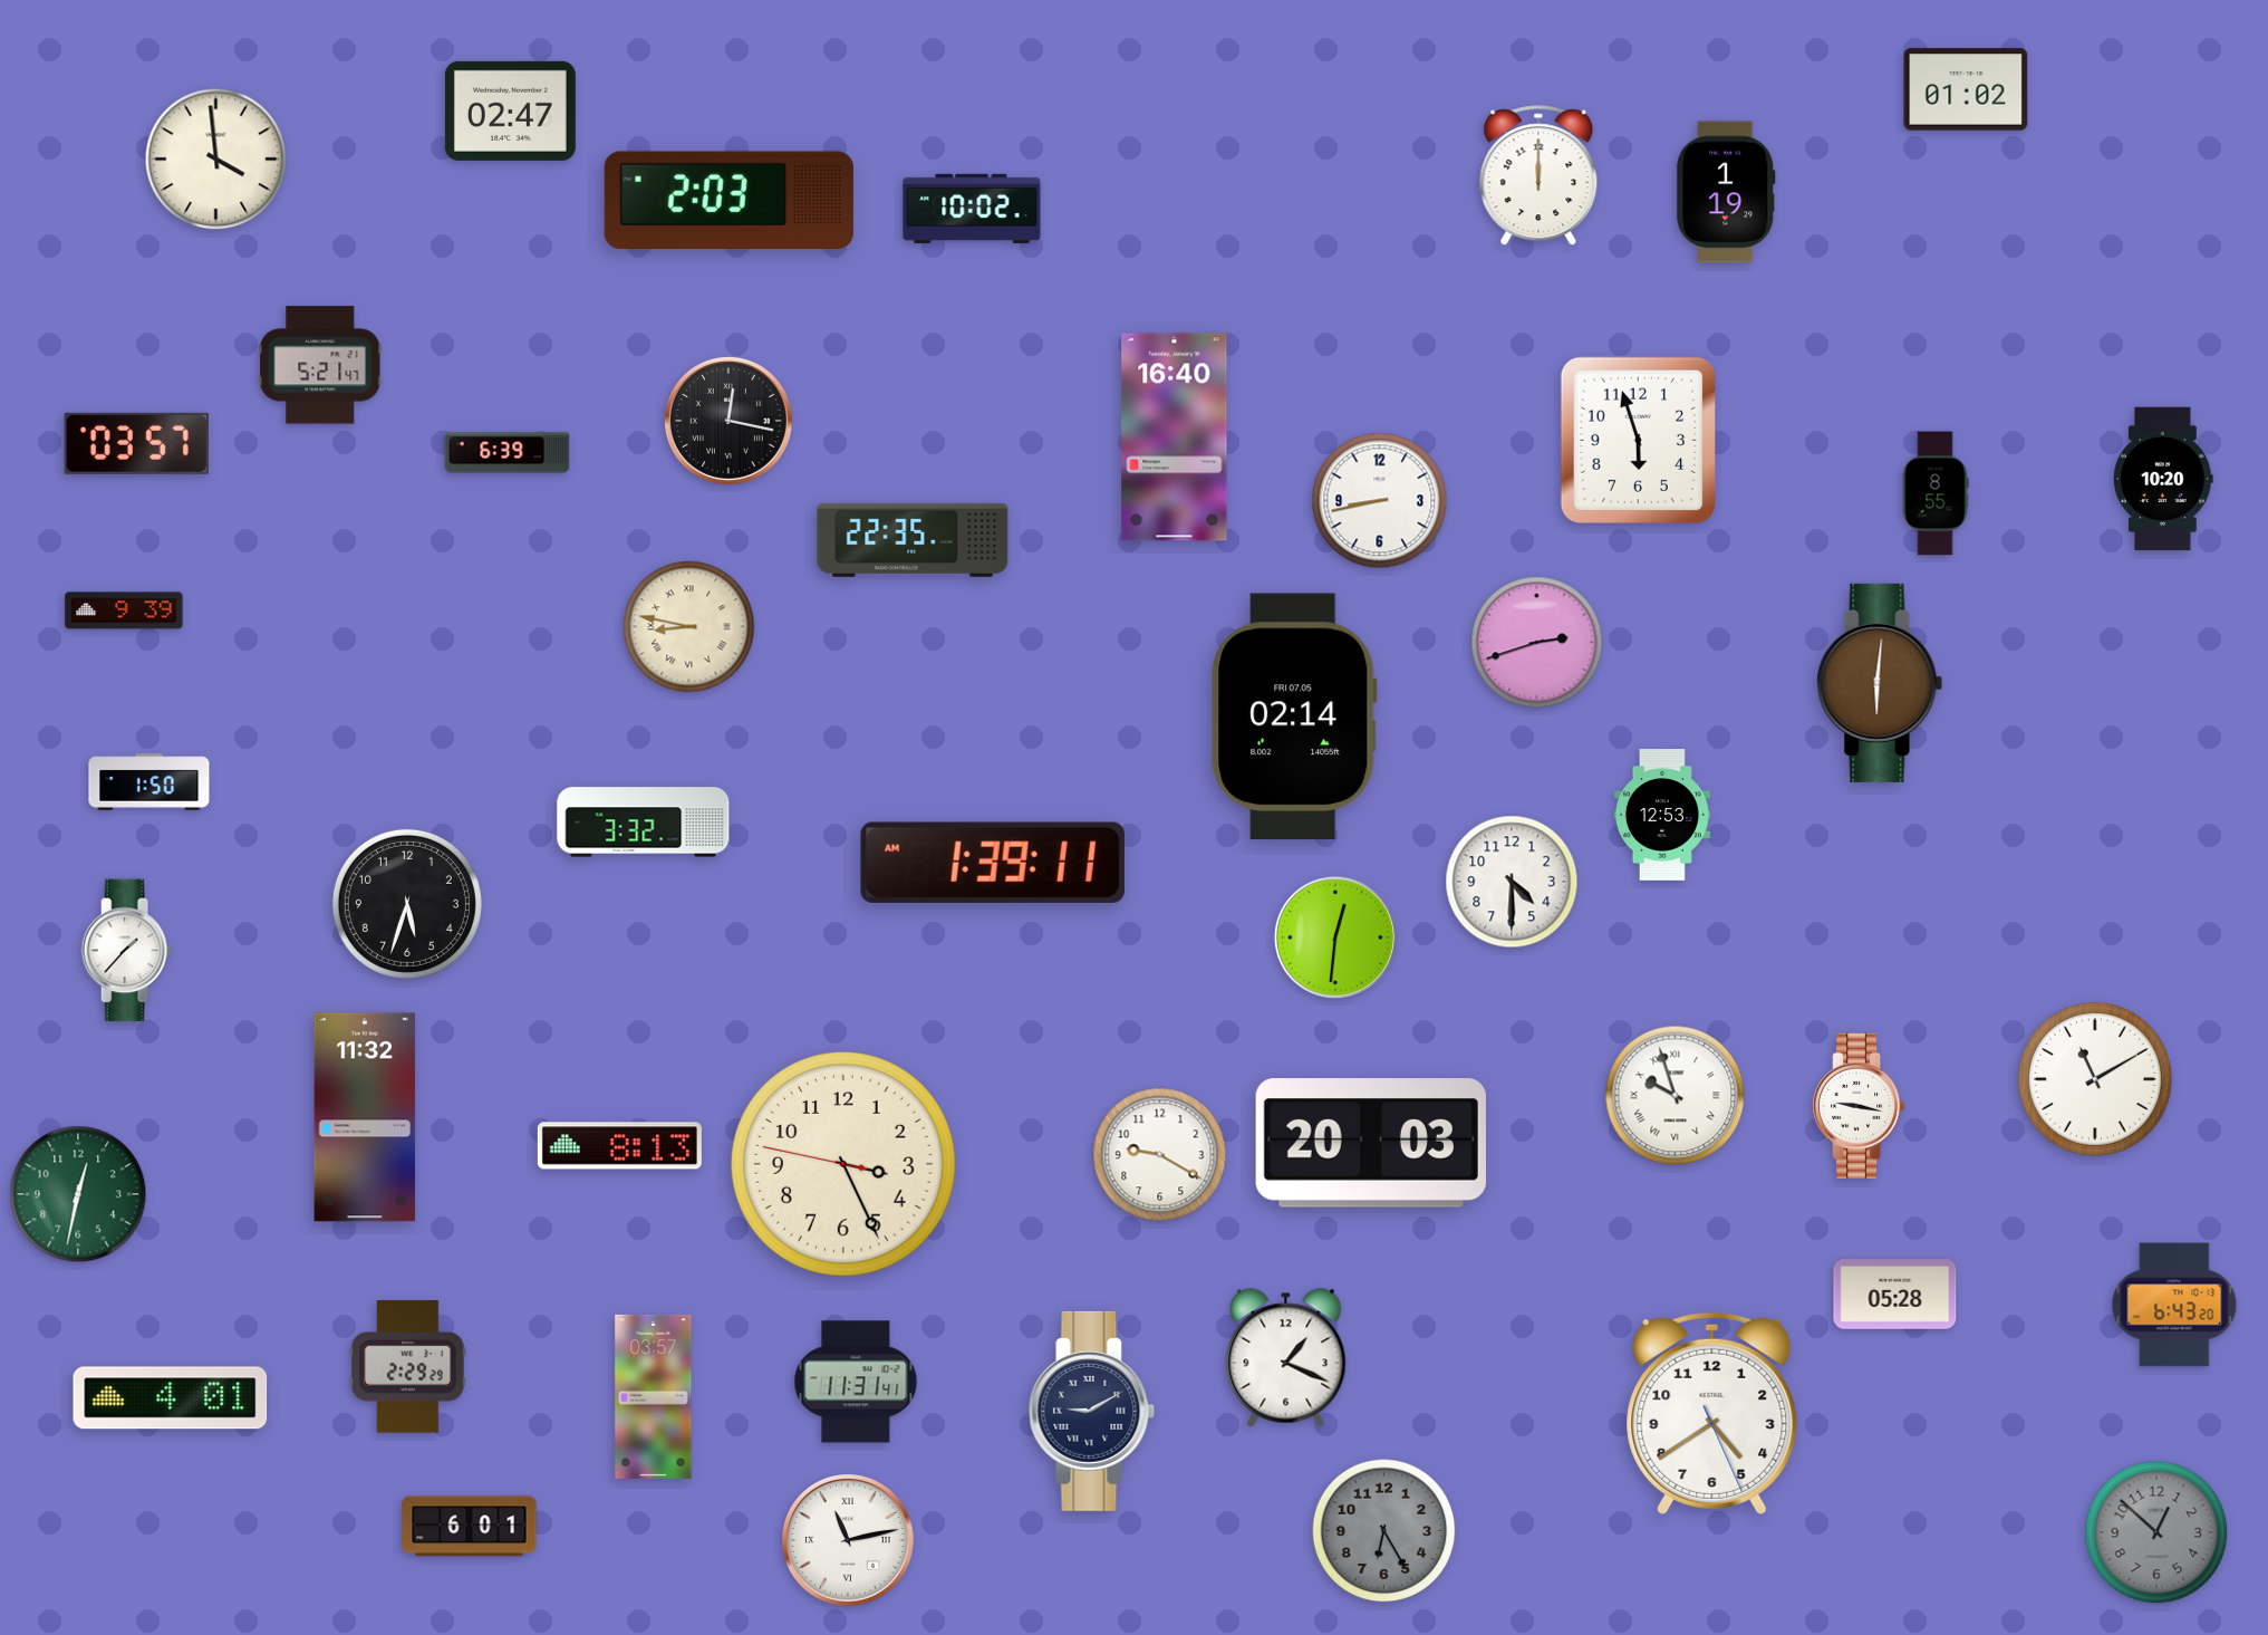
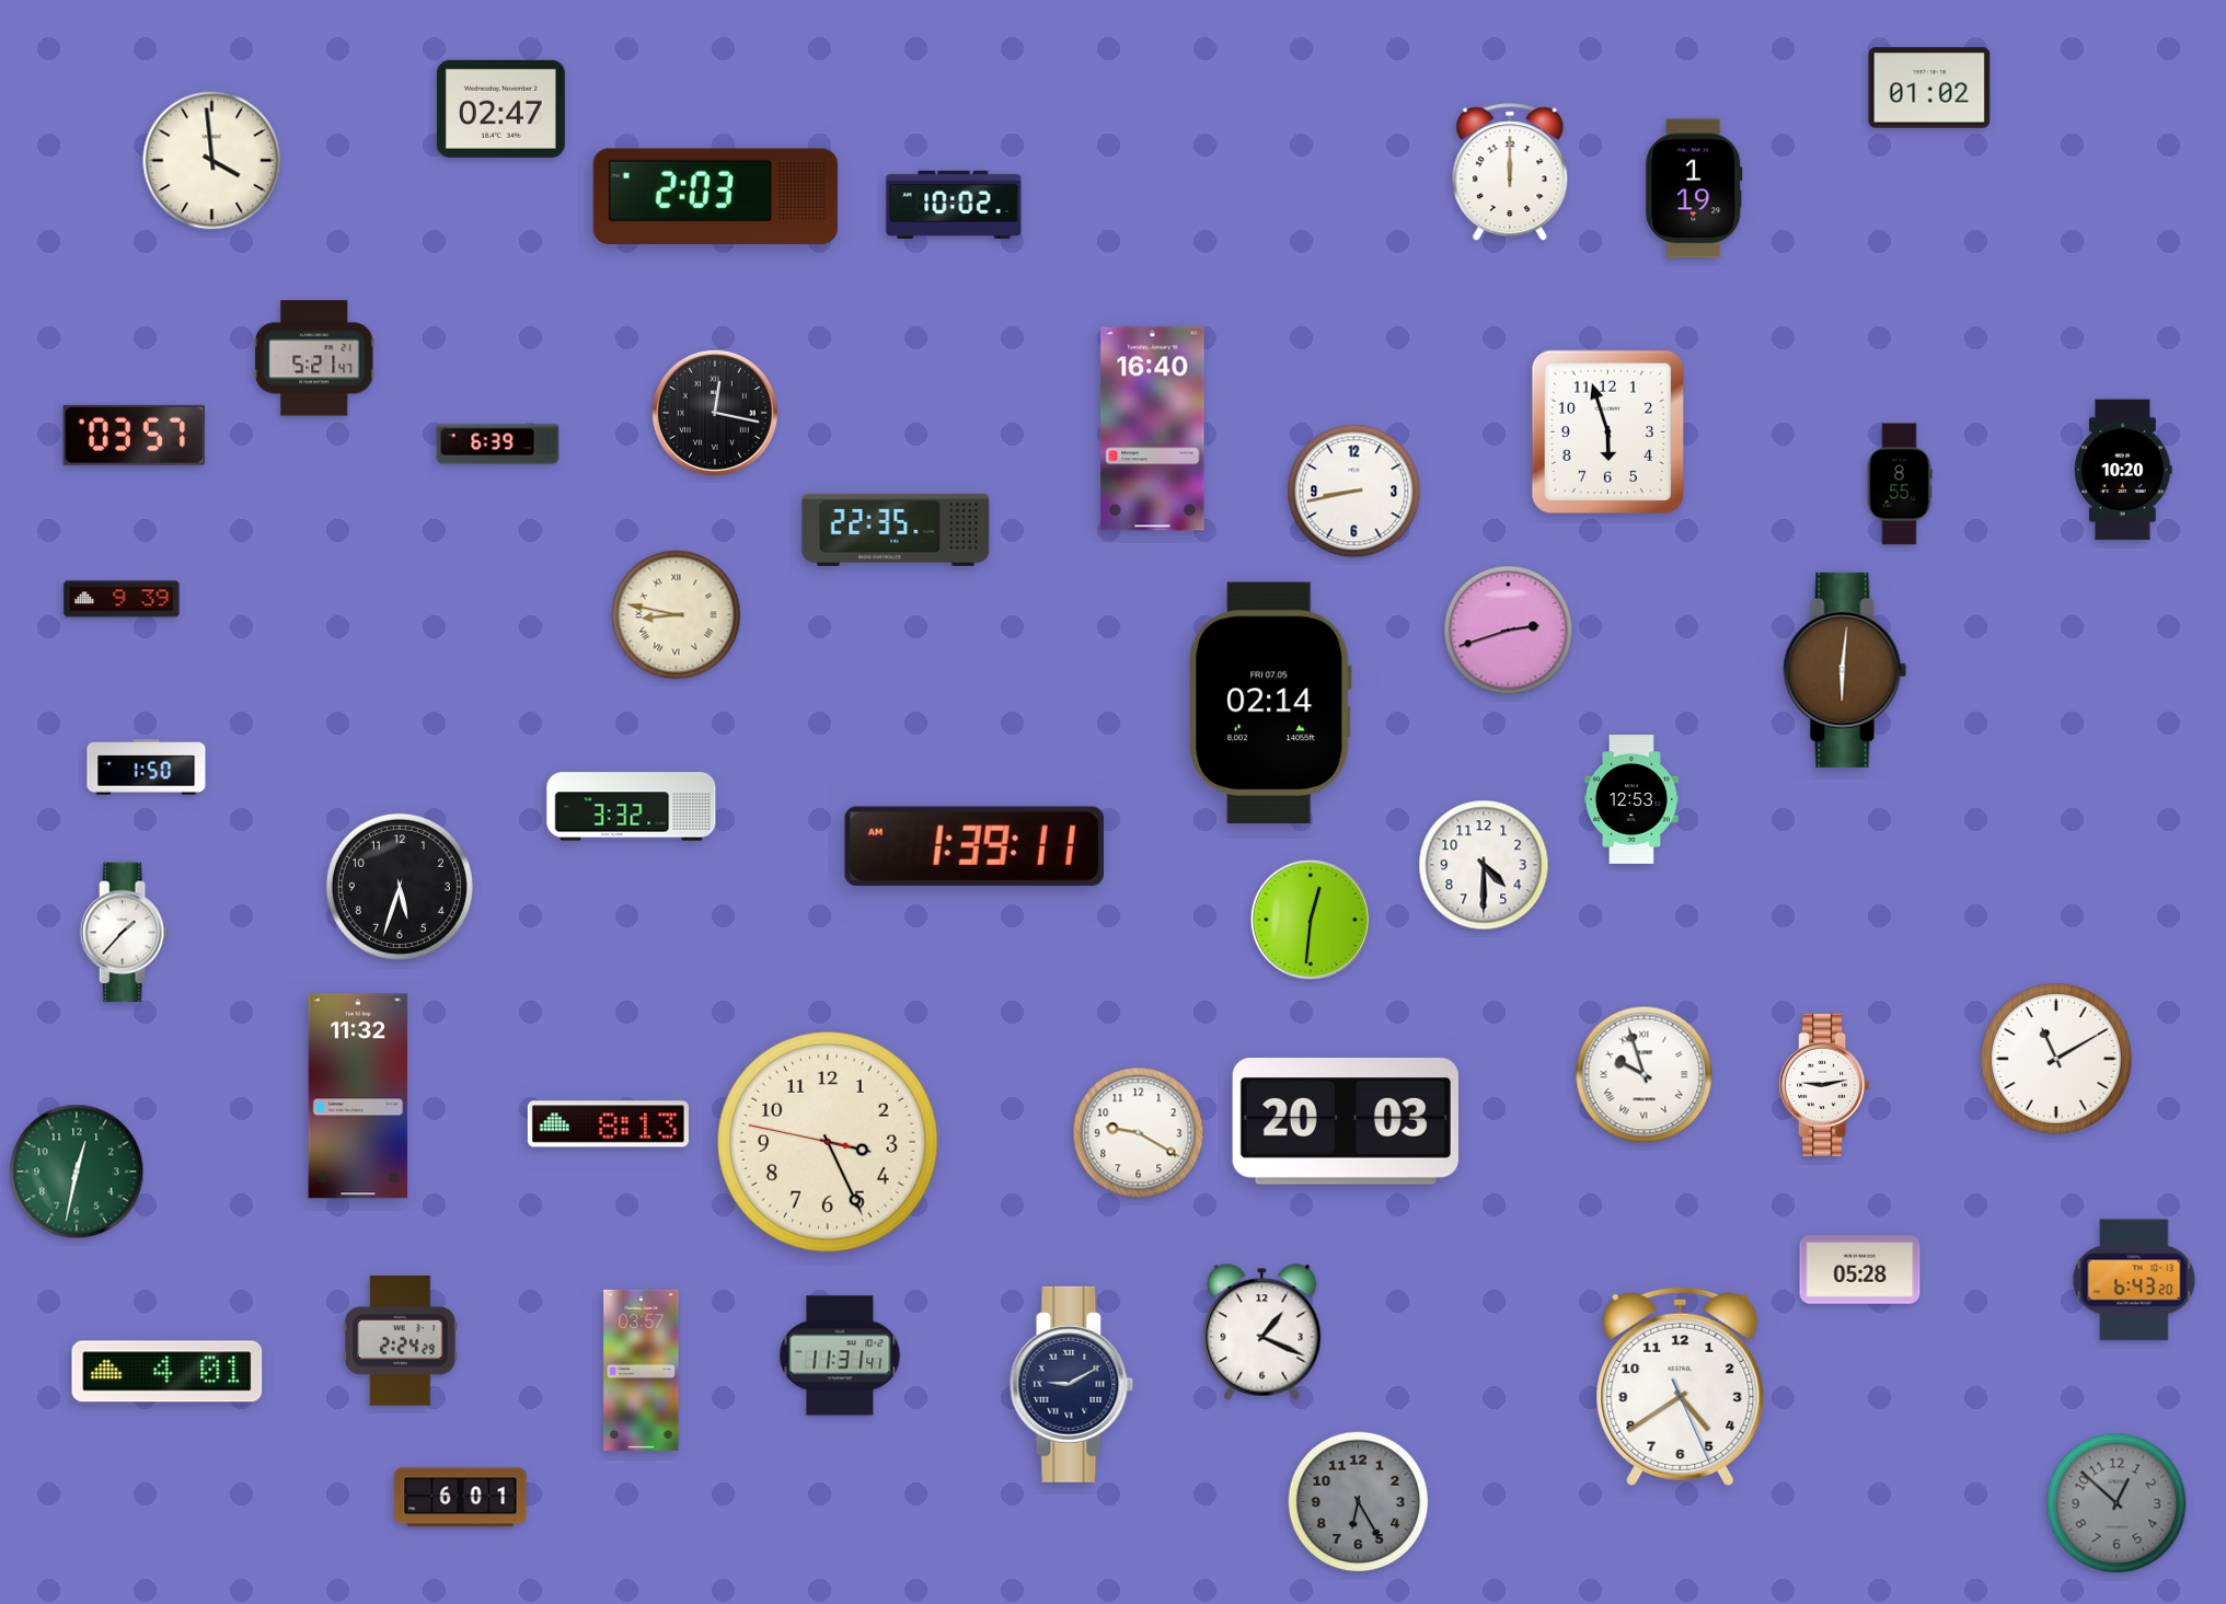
clock at (216, 160) position: (216, 160) -> (212, 161)
clock at (1859, 1106): 9:17 -> 9:13
clock at (408, 1367): 2:29 -> 2:24
clock at (848, 1540): 11:13 -> none
